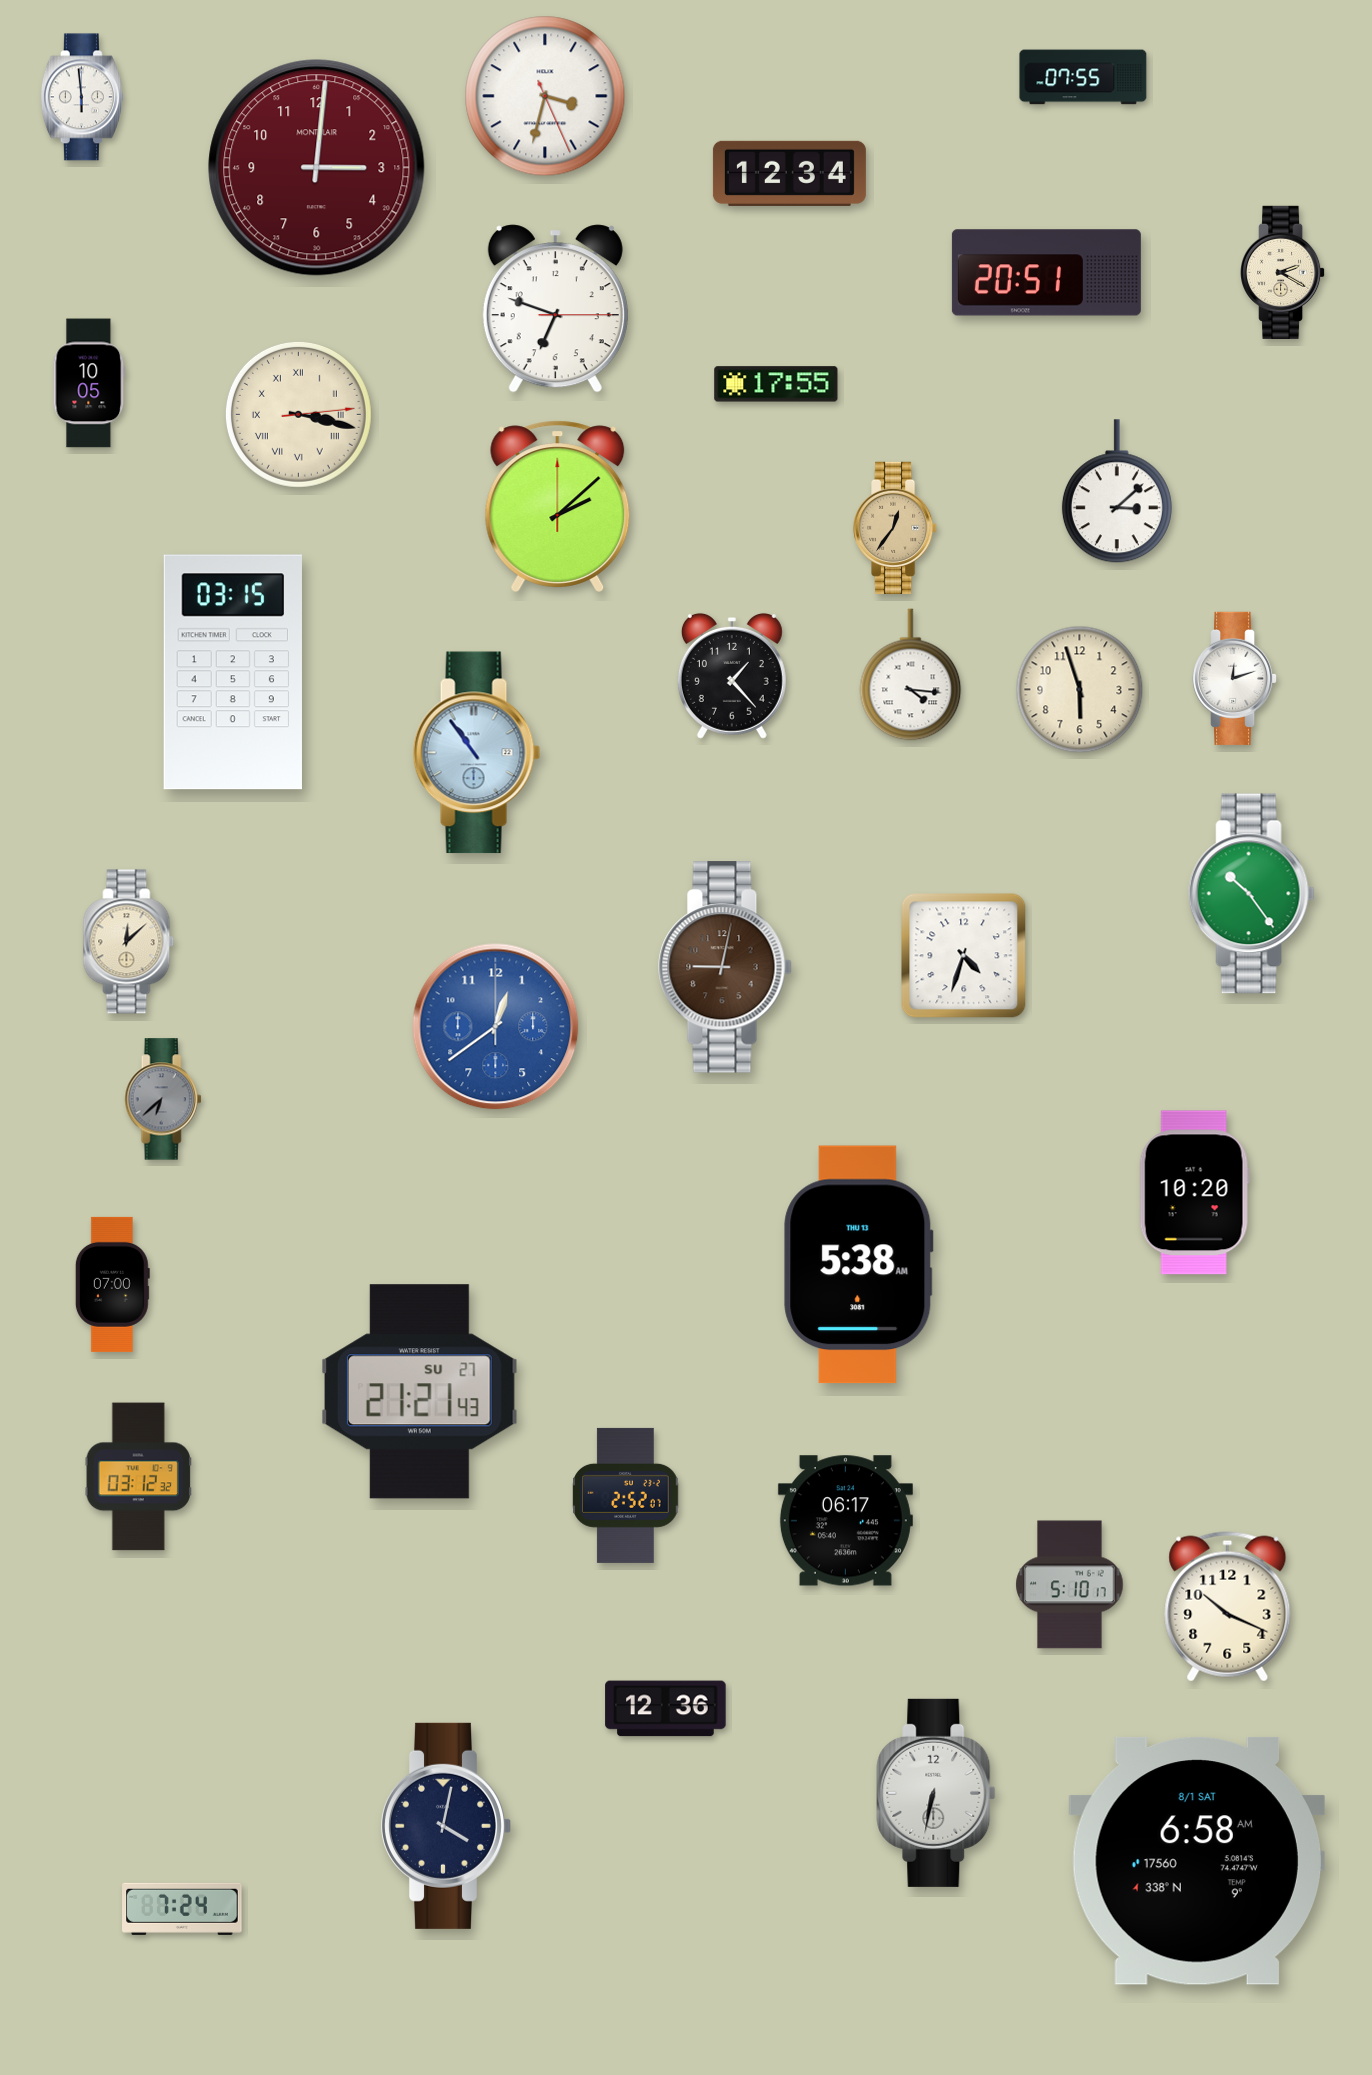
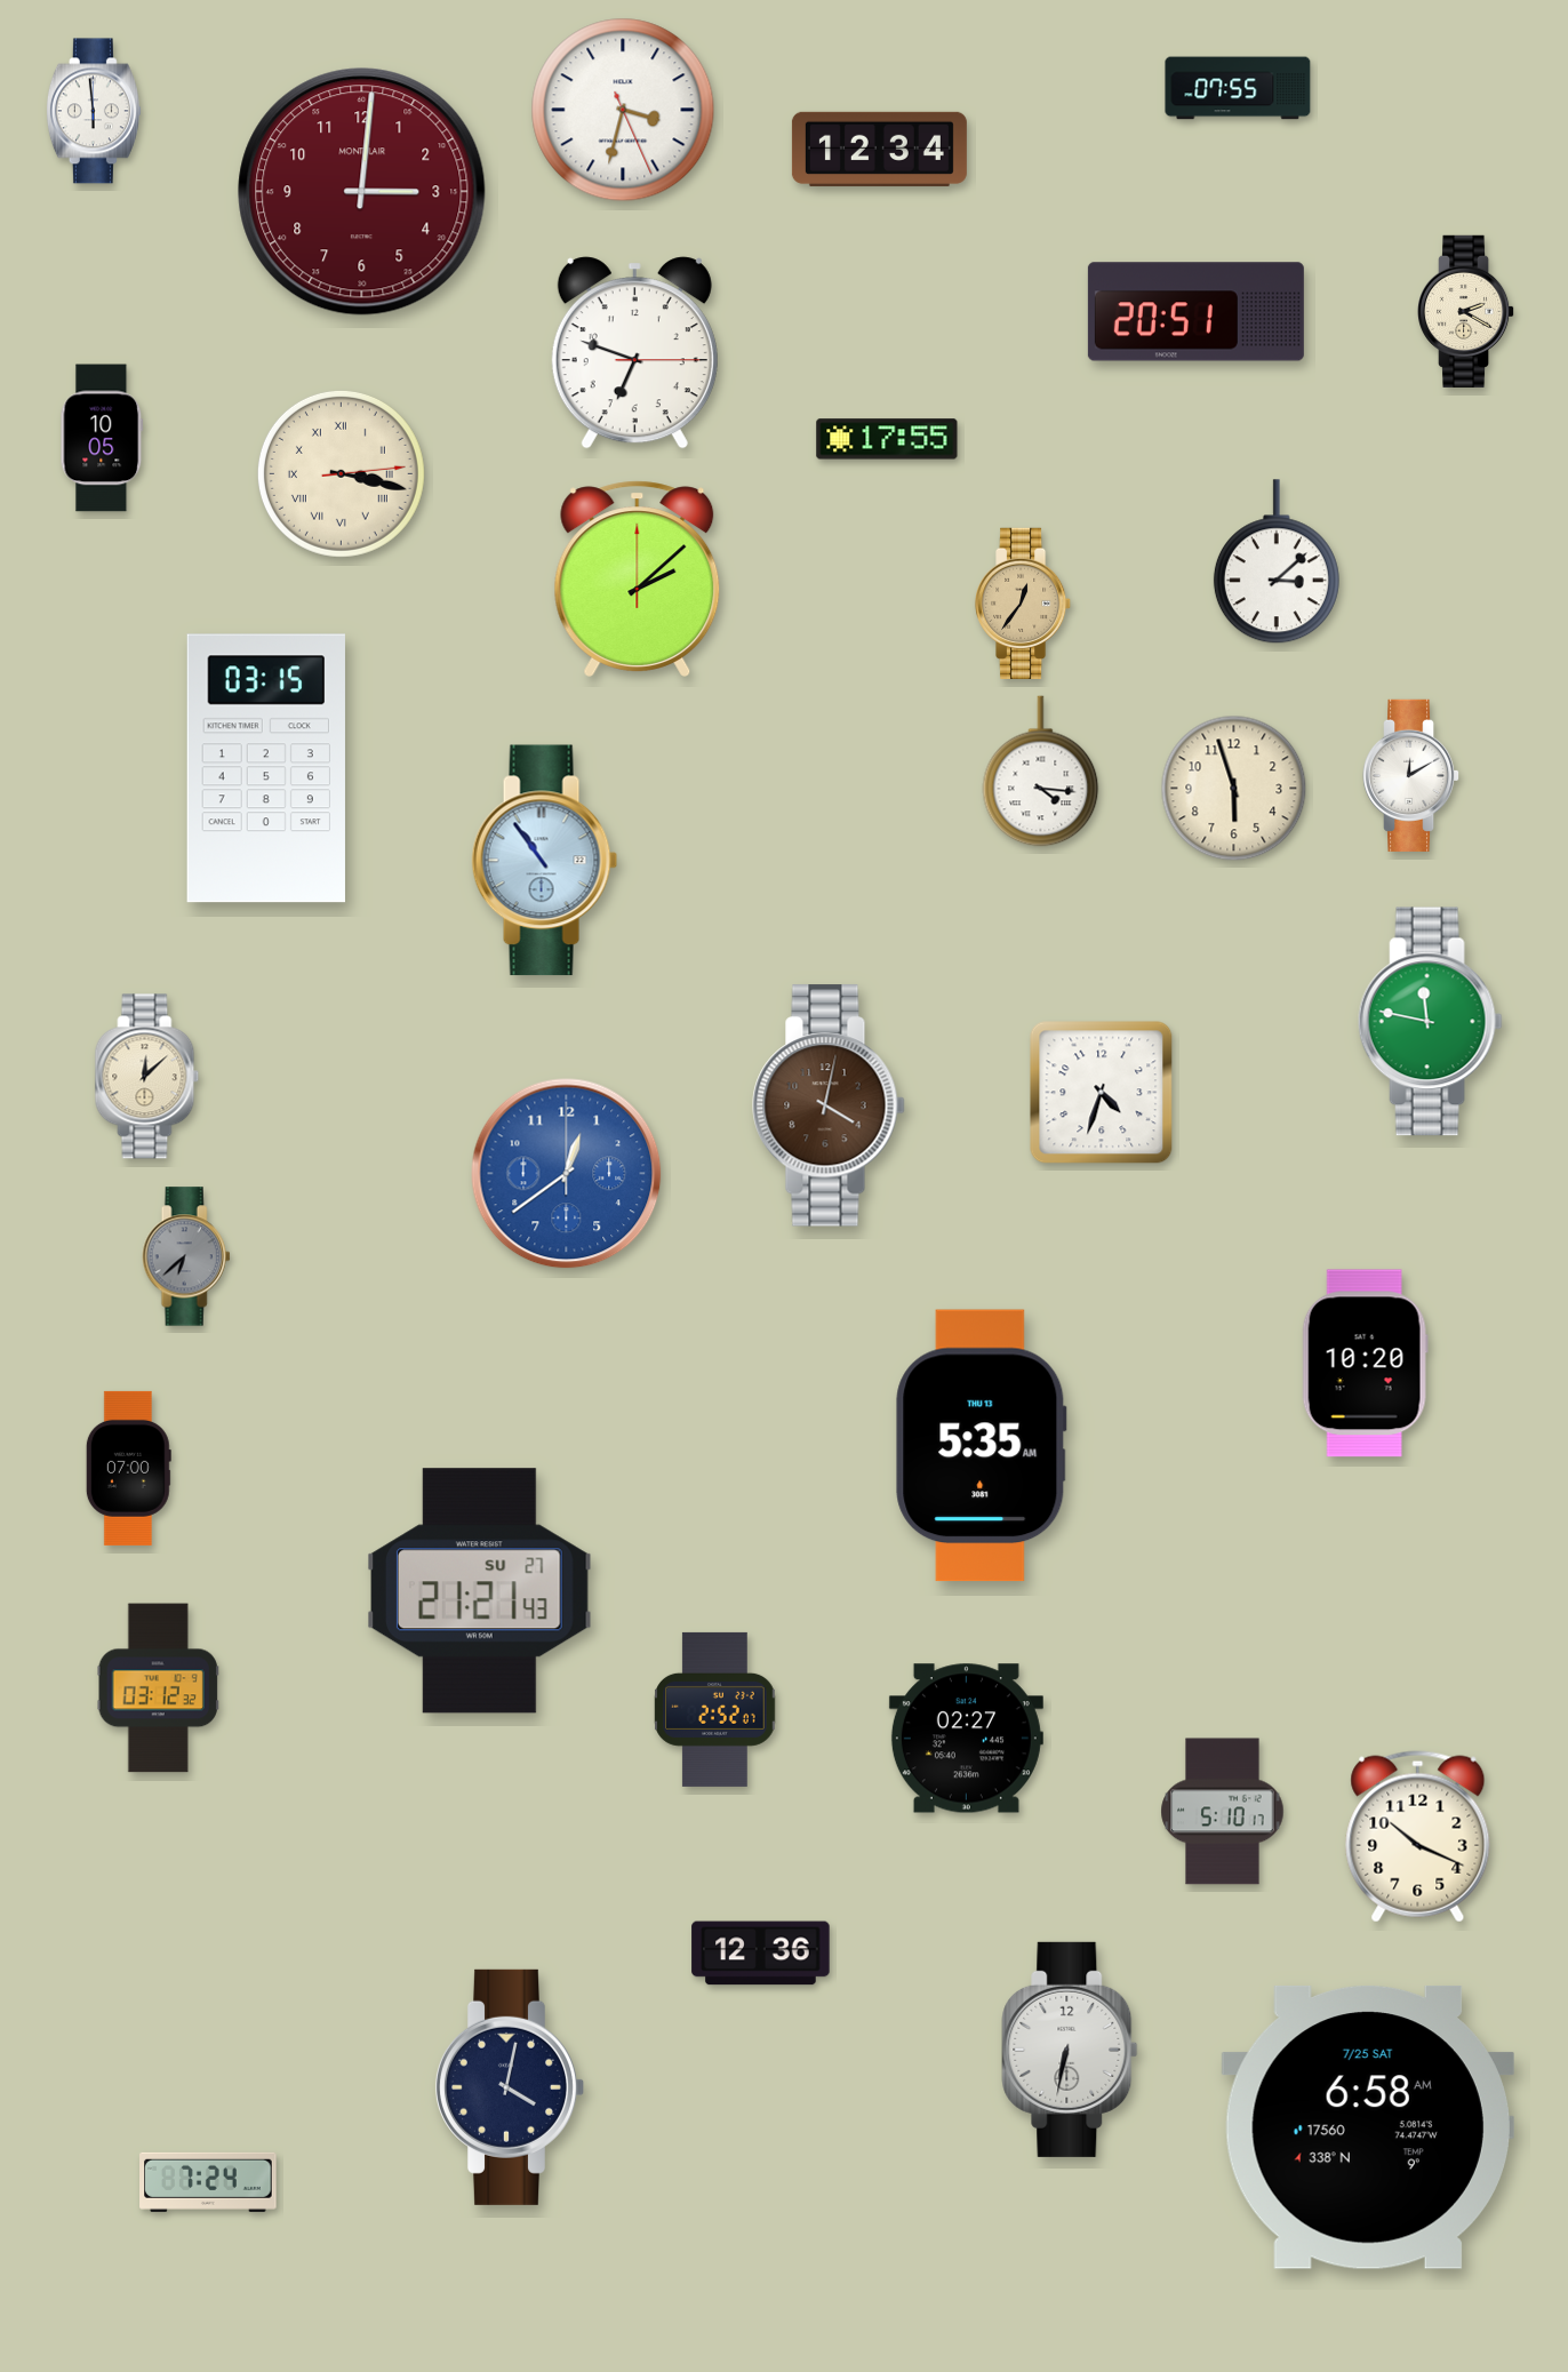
clock at (789, 173) position: (789, 173) -> (879, 149)
clock at (732, 676): 1:23 -> none
clock at (1236, 678): 12:12 -> 12:10
clock at (1251, 894): 10:24 -> 11:47
clock at (725, 967): 9:02 -> 4:02
clock at (859, 1265): 5:38 -> 5:35
clock at (845, 1521): 06:17 -> 02:27
clock at (1228, 1607) position: (1228, 1607) -> (1418, 1837)
clock at (1197, 1861) date: 8/1 SAT -> 7/25 SAT
